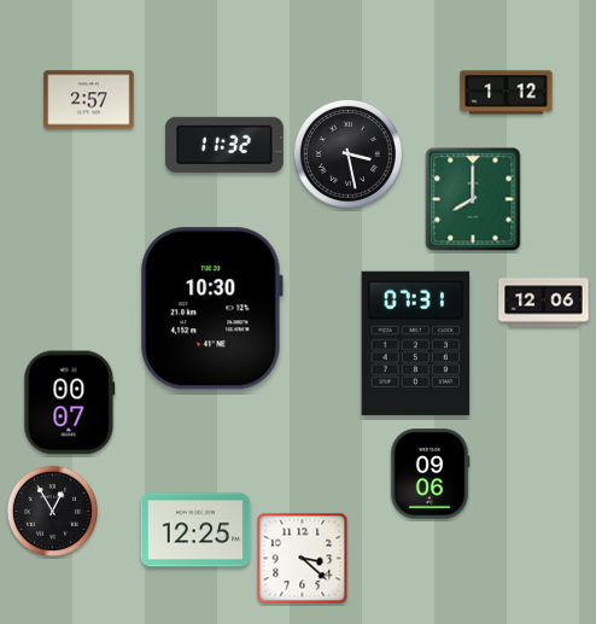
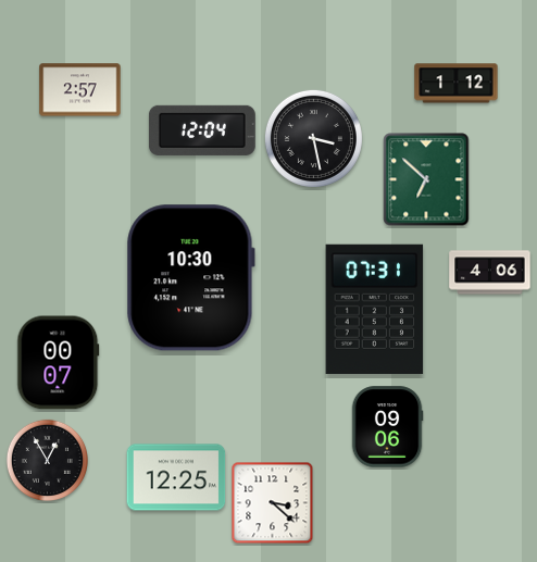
clock at (224, 145): 11:32 -> 12:04
clock at (473, 199): 8:00 -> 6:52
clock at (544, 303): 12:06 -> 4:06
clock at (70, 403) position: (70, 403) -> (59, 363)
